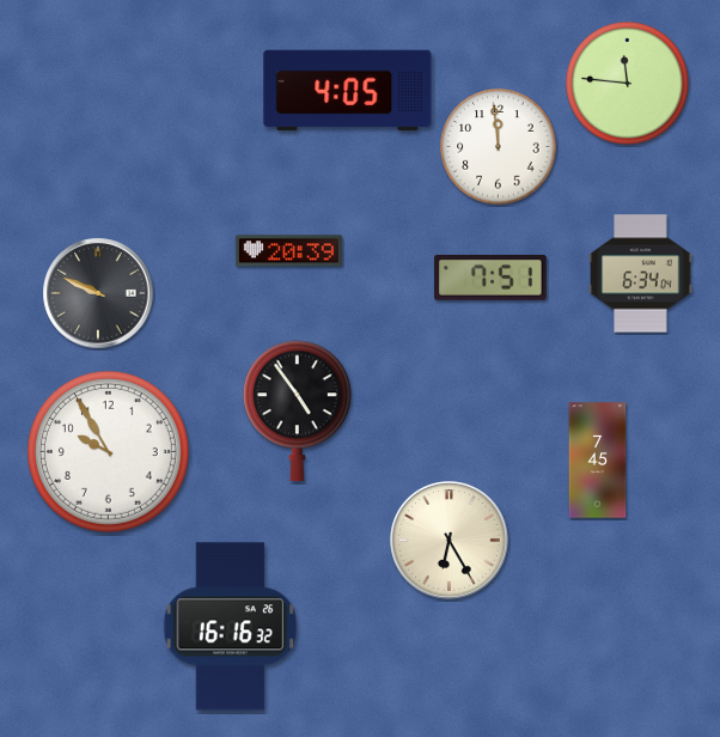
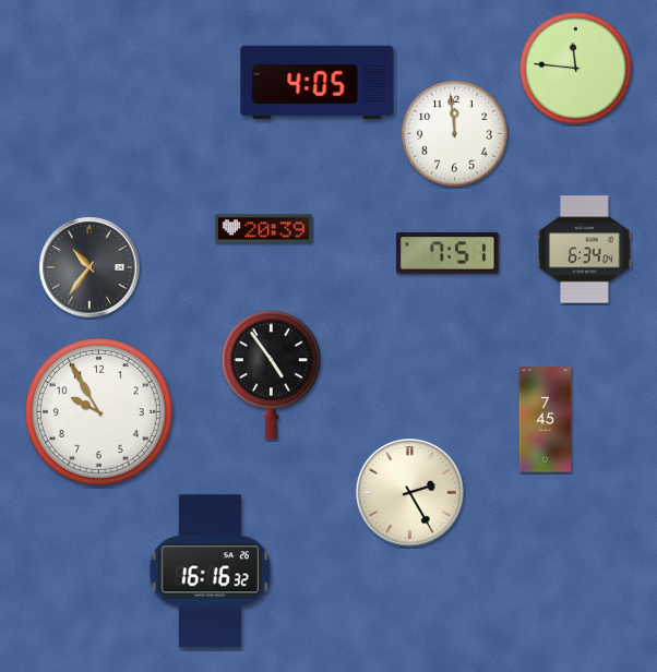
clock at (628, 84) position: (628, 84) -> (576, 69)
clock at (98, 293): 9:49 -> 10:36
clock at (450, 541): 6:25 -> 2:25
